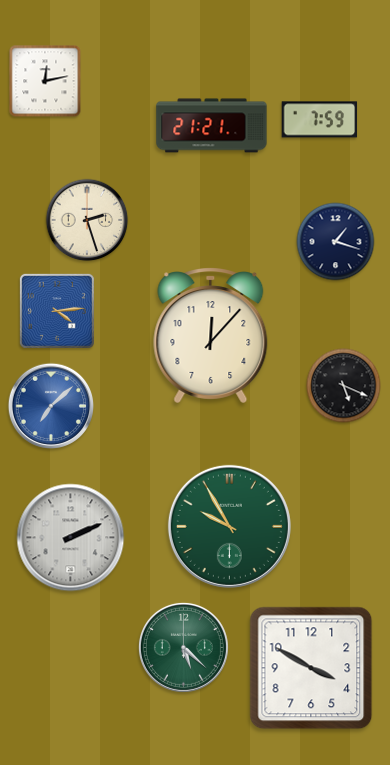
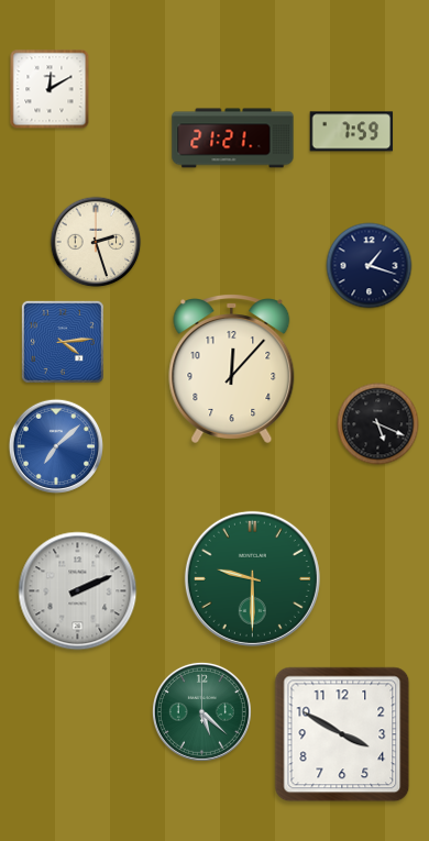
clock at (45, 81): 12:13 -> 12:10
clock at (229, 526): 9:55 -> 9:30
